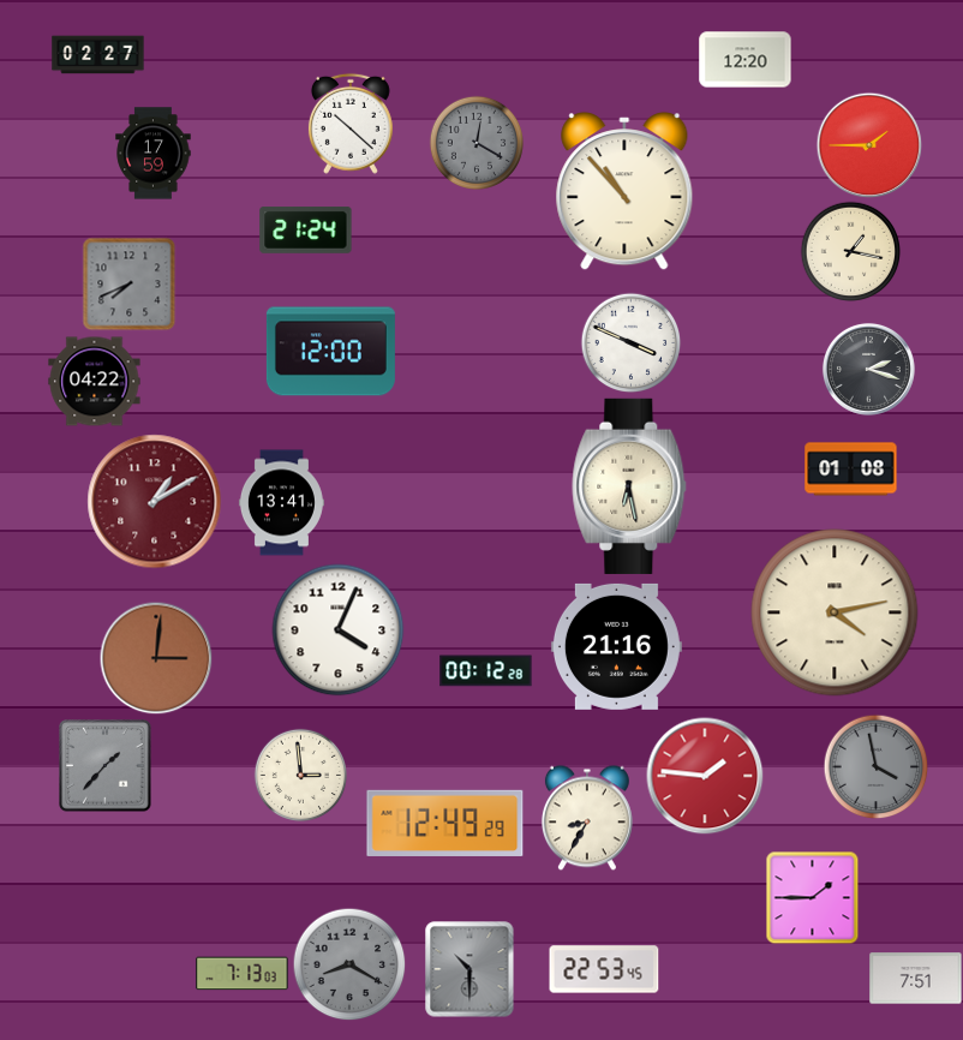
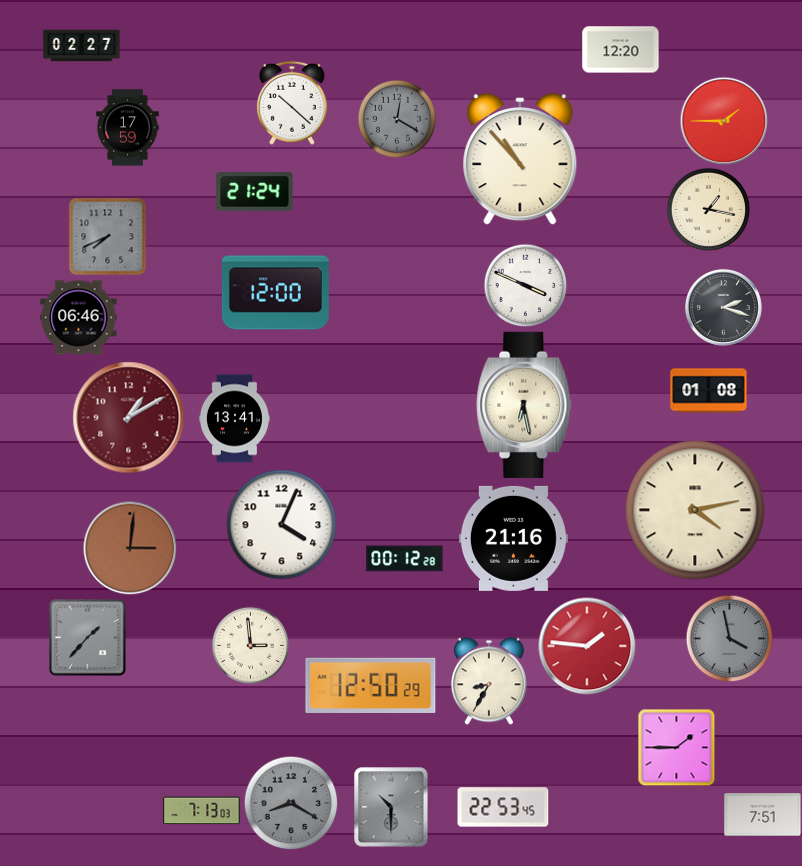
clock at (95, 382): 04:22 -> 06:46
clock at (445, 823): 12:49 -> 12:50
